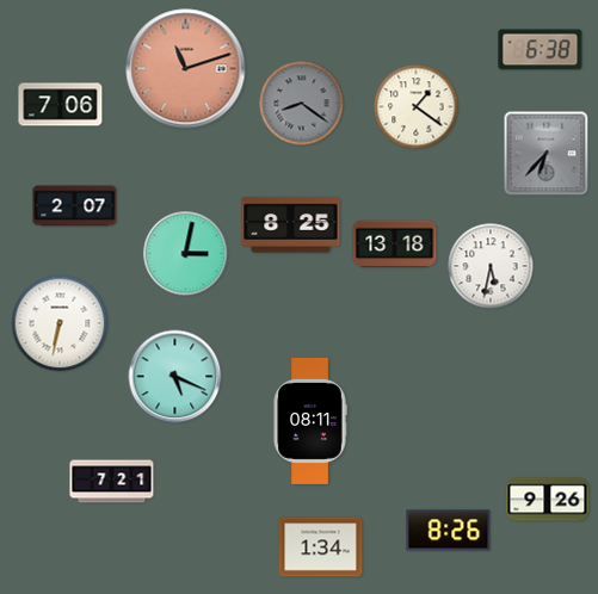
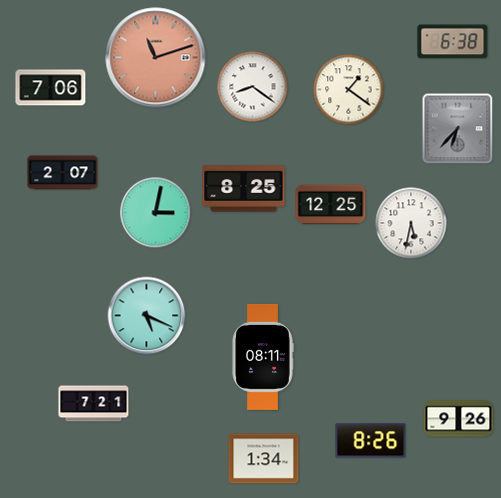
clock at (302, 104) dial: grey -> white
clock at (395, 245): 13:18 -> 12:25
clock at (60, 323): 6:32 -> none
clock at (310, 421) position: (310, 421) -> (263, 357)
clock at (449, 531) position: (449, 531) -> (371, 441)
clock at (321, 547) position: (321, 547) -> (264, 459)
